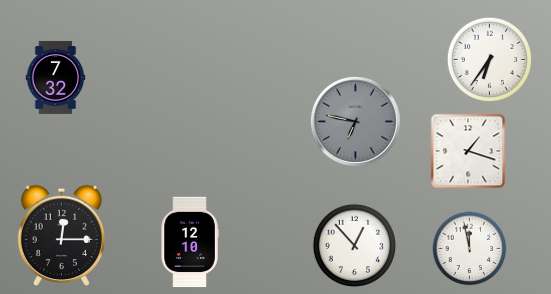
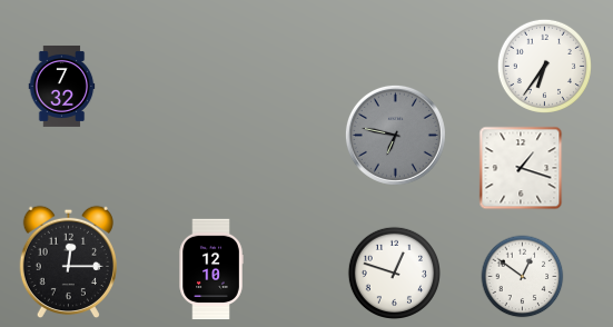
clock at (354, 245): 12:53 -> 12:48
clock at (470, 249): 11:58 -> 12:51
